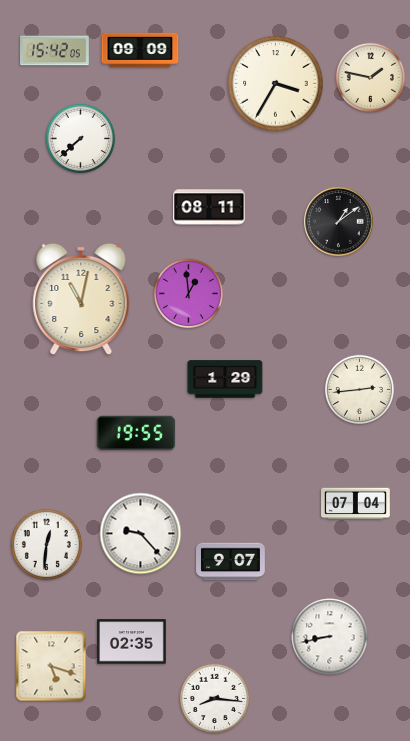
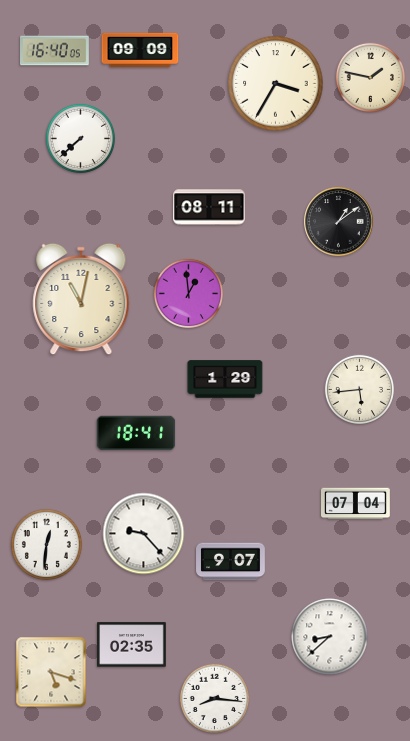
clock at (55, 51): 15:42 -> 16:40
clock at (359, 389): 2:44 -> 5:44
clock at (136, 433): 19:55 -> 18:41
clock at (141, 534) position: (141, 534) -> (144, 534)
clock at (330, 637): 8:43 -> 8:38
clock at (132, 642) position: (132, 642) -> (132, 645)
clock at (51, 666) position: (51, 666) -> (51, 672)
